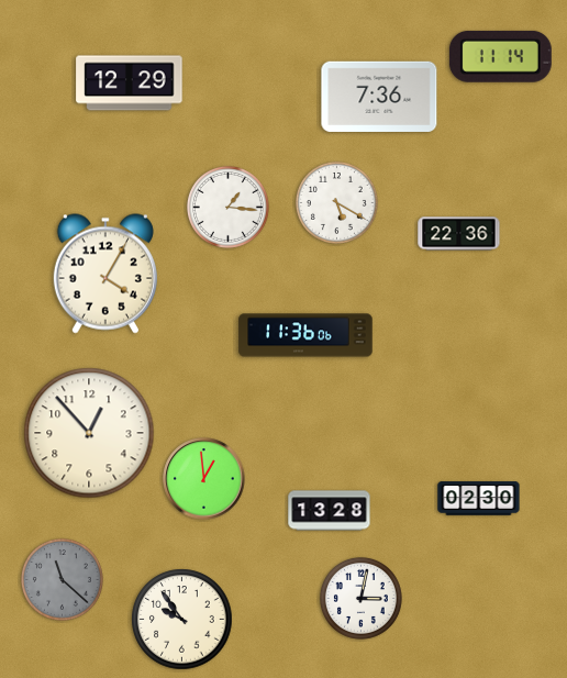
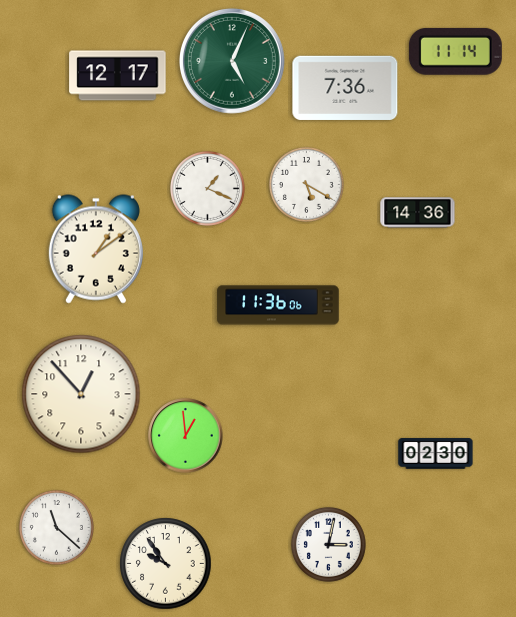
clock at (232, 61): none -> 5:04
clock at (130, 84): 12:29 -> 12:17
clock at (227, 207): 1:16 -> 1:19
clock at (459, 234): 22:36 -> 14:36
clock at (105, 274): 4:05 -> 1:09
clock at (330, 511): 13:28 -> none
clock at (62, 579) dial: grey -> white
